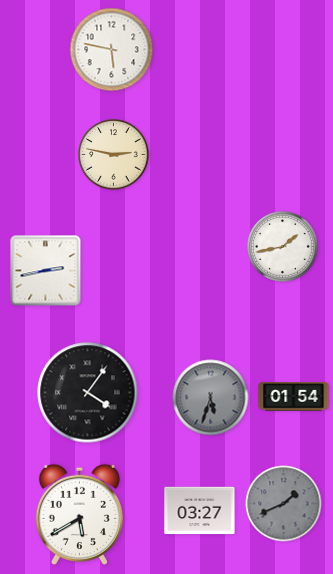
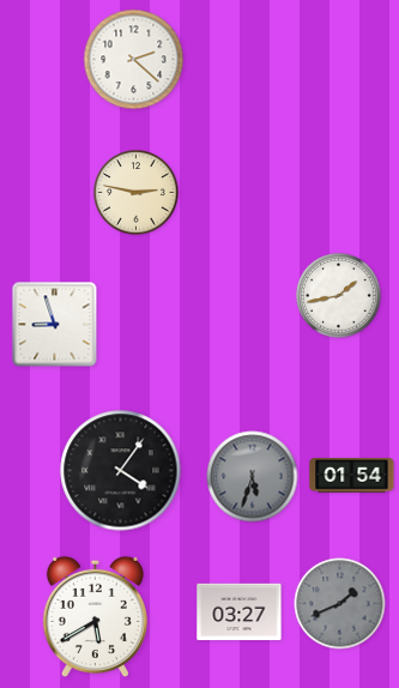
clock at (112, 50): 5:47 -> 2:22
clock at (114, 155) position: (114, 155) -> (137, 193)
clock at (46, 271): 2:43 -> 8:57
clock at (88, 393) position: (88, 393) -> (121, 471)
